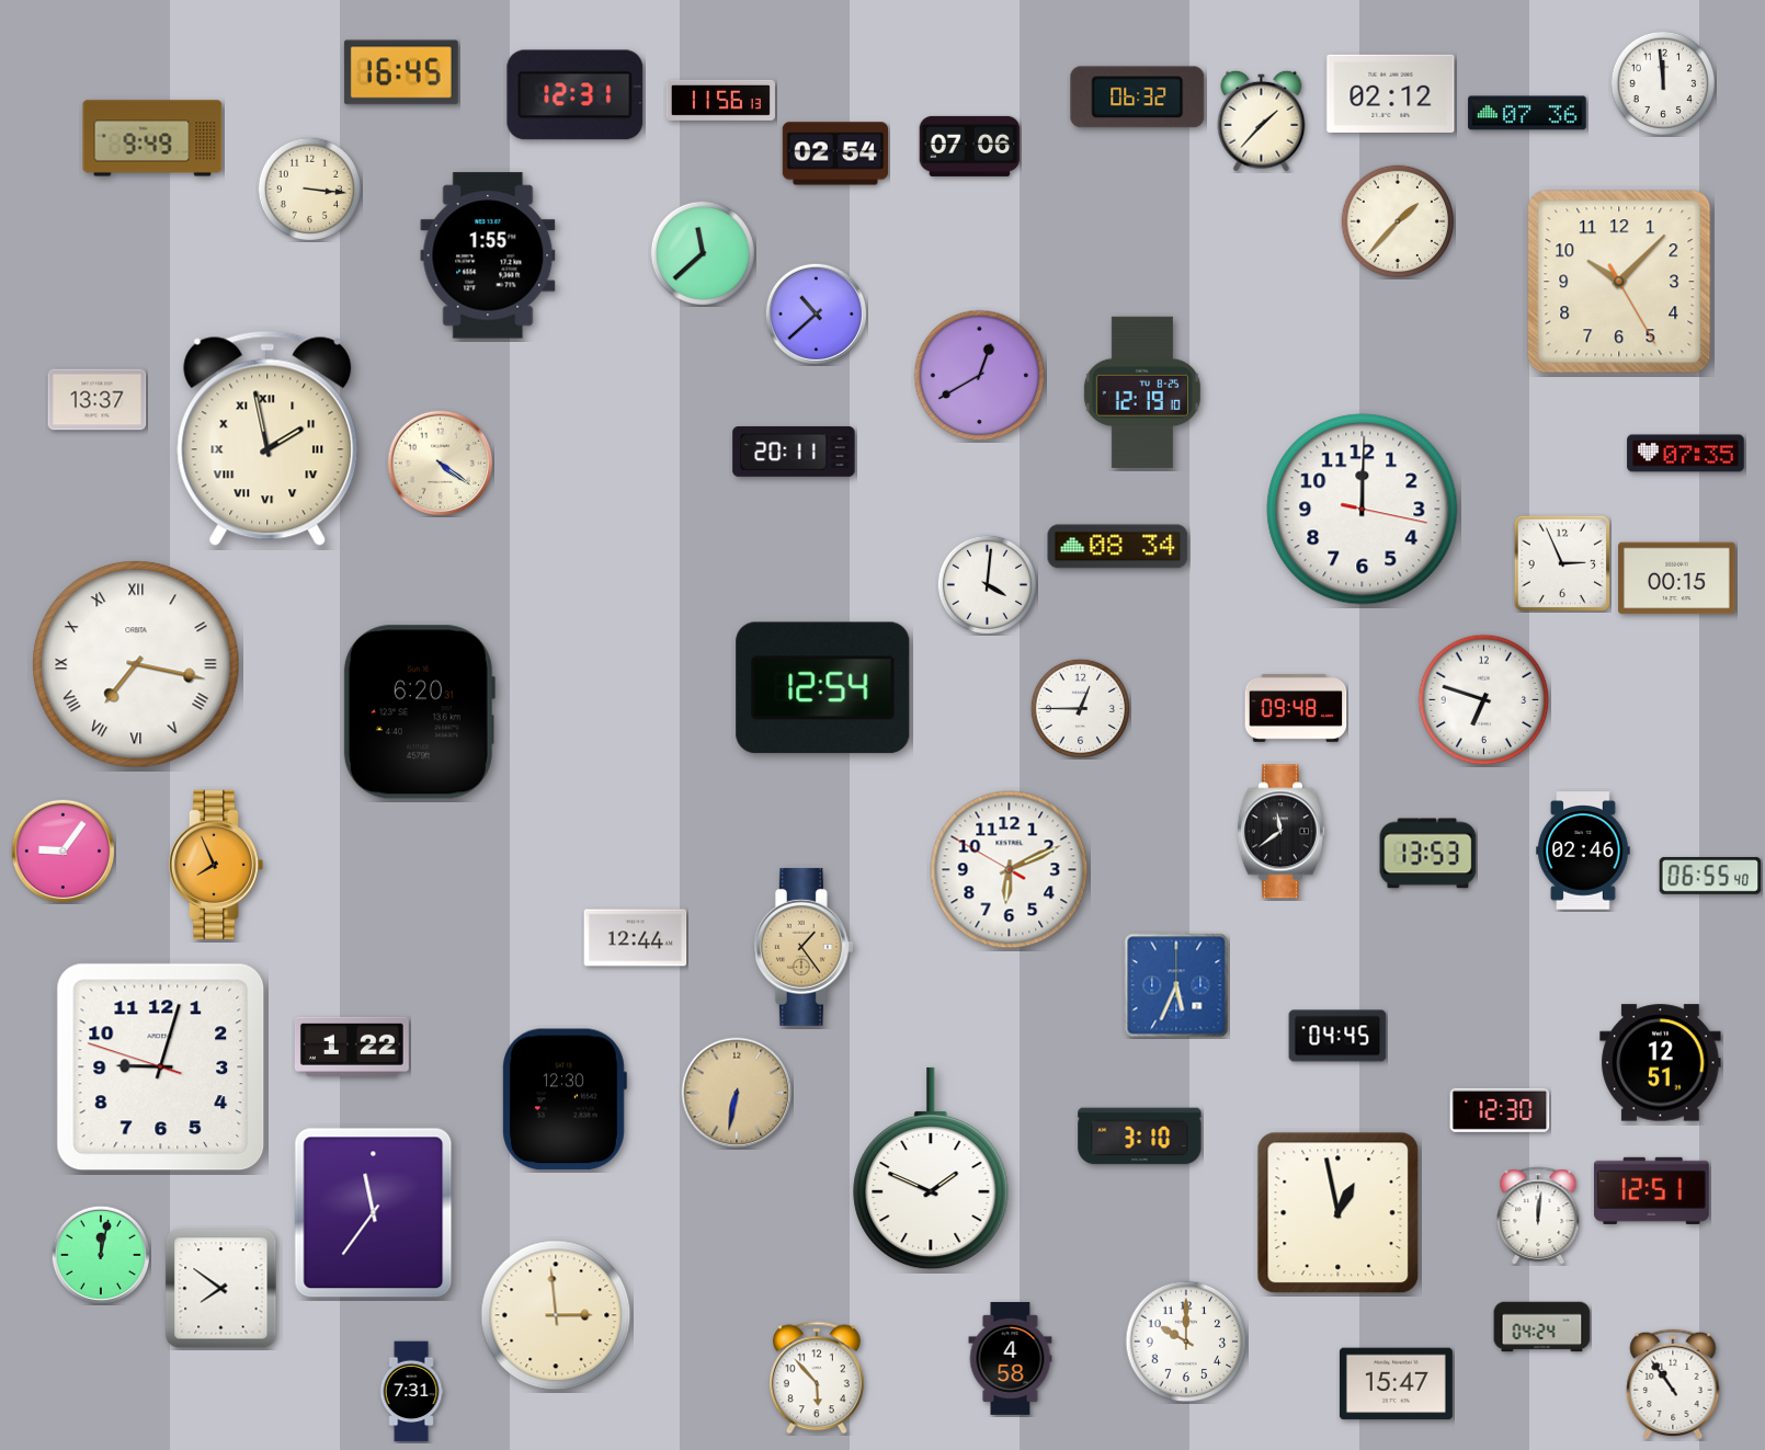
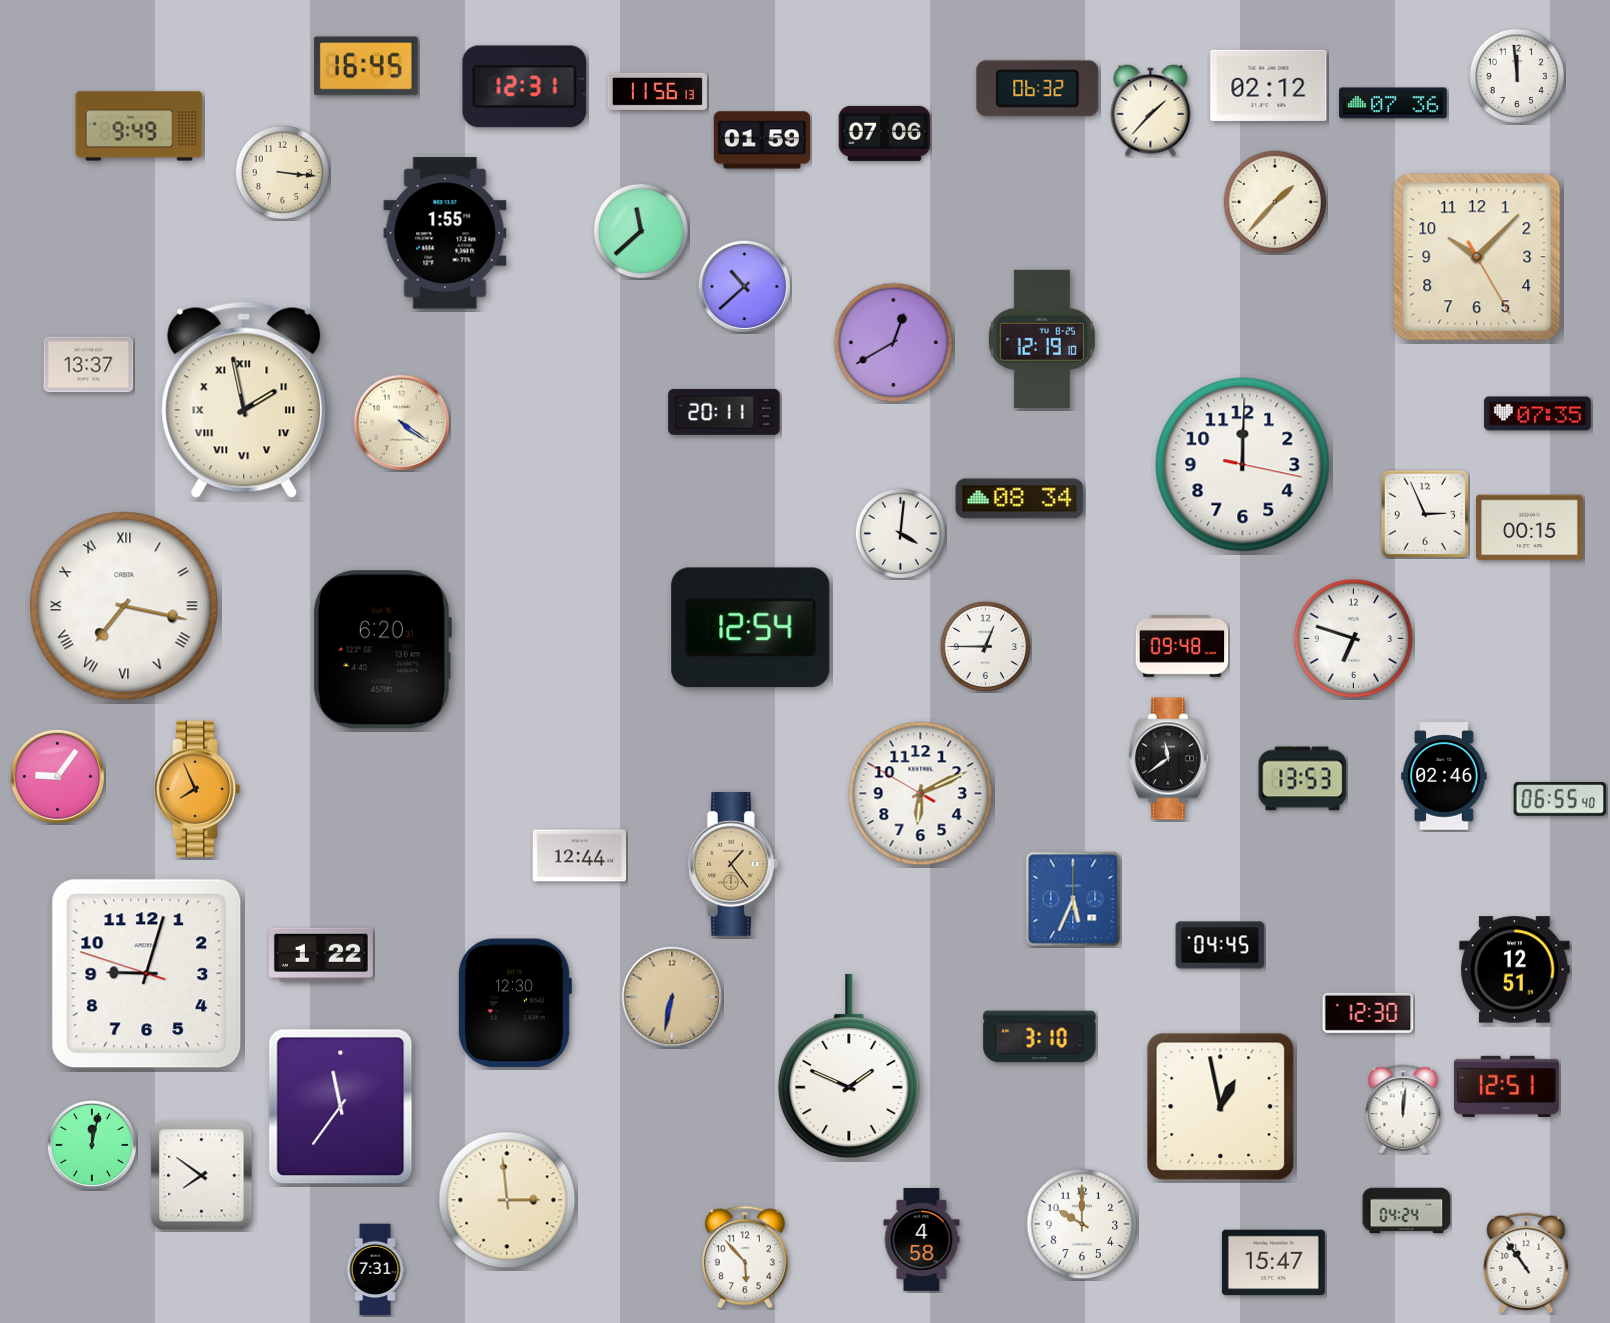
clock at (834, 153): 02:54 -> 01:59
clock at (1142, 392) position: (1142, 392) -> (1042, 339)
